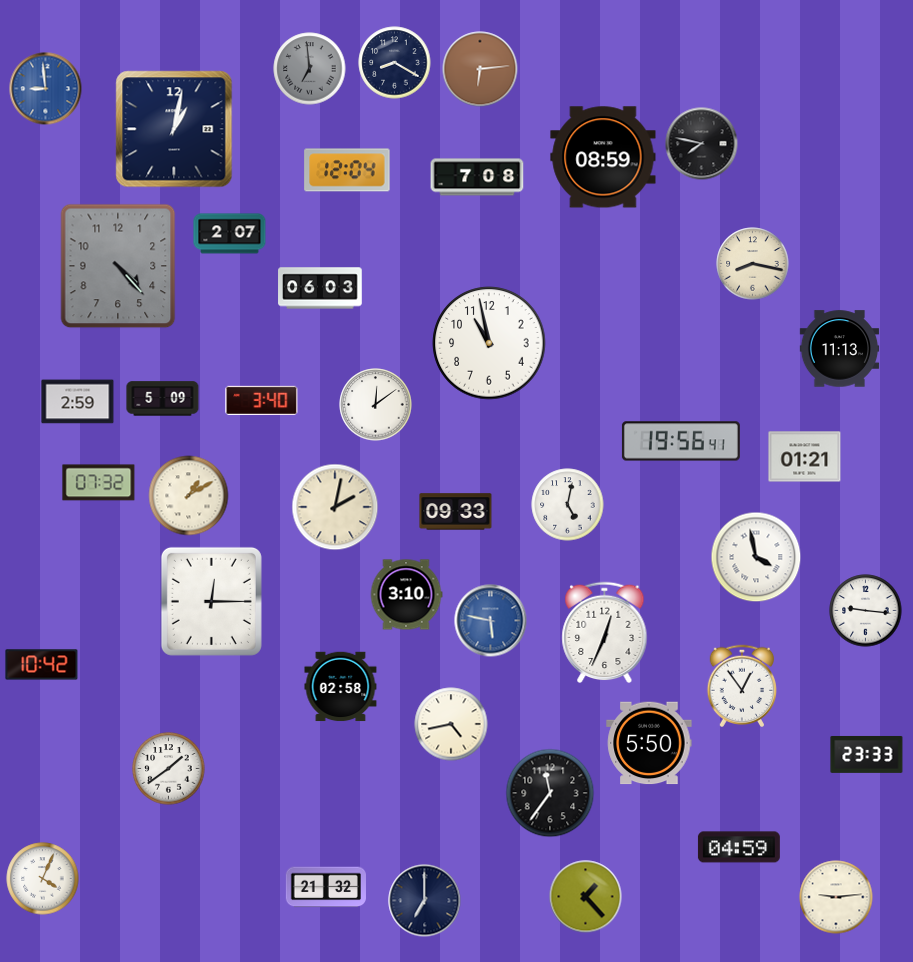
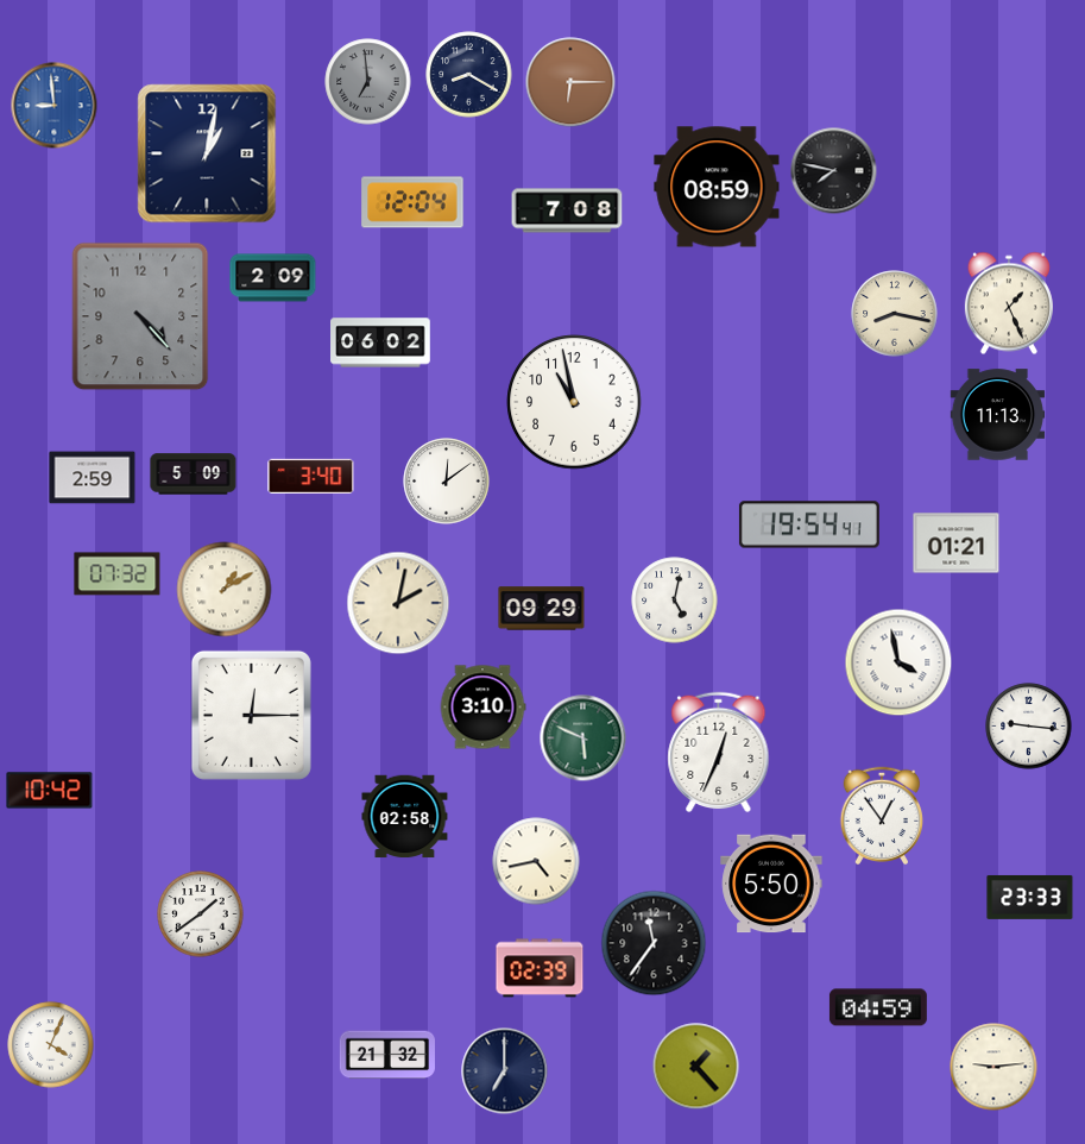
clock at (480, 69): 6:14 -> 6:15
clock at (230, 234): 2:07 -> 2:09
clock at (1009, 303): none -> 1:26
clock at (320, 288): 06:03 -> 06:02
clock at (489, 343) position: (489, 343) -> (574, 402)
clock at (681, 441): 19:56 -> 19:54
clock at (456, 512): 09:33 -> 09:29
clock at (491, 621): 5:47 -> 5:49
clock at (491, 621) dial: blue -> green
clock at (540, 968): none -> 02:39
